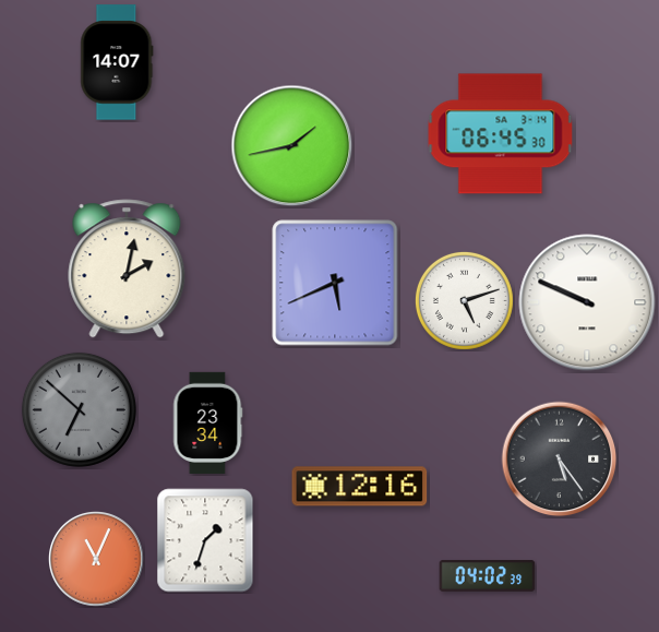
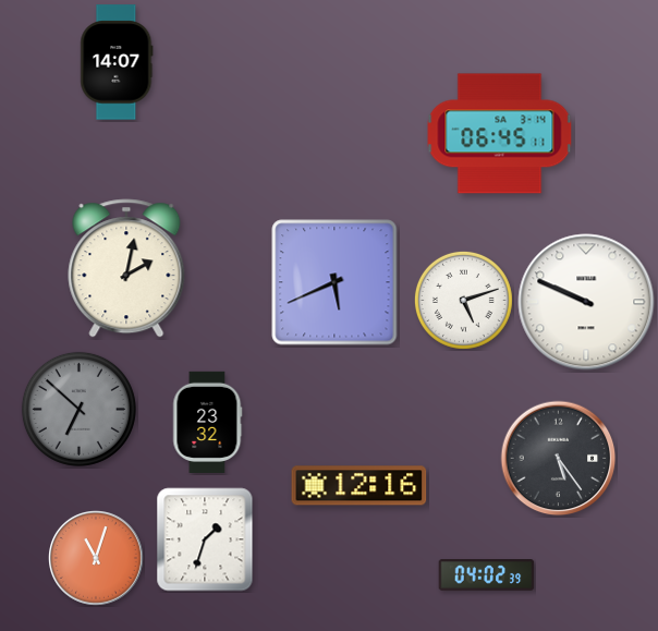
clock at (501, 134): 06:45:30 -> 06:45:11
clock at (292, 146): 1:43 -> none
clock at (208, 422): 23:34 -> 23:32
clock at (97, 560): 11:04 -> 11:03
